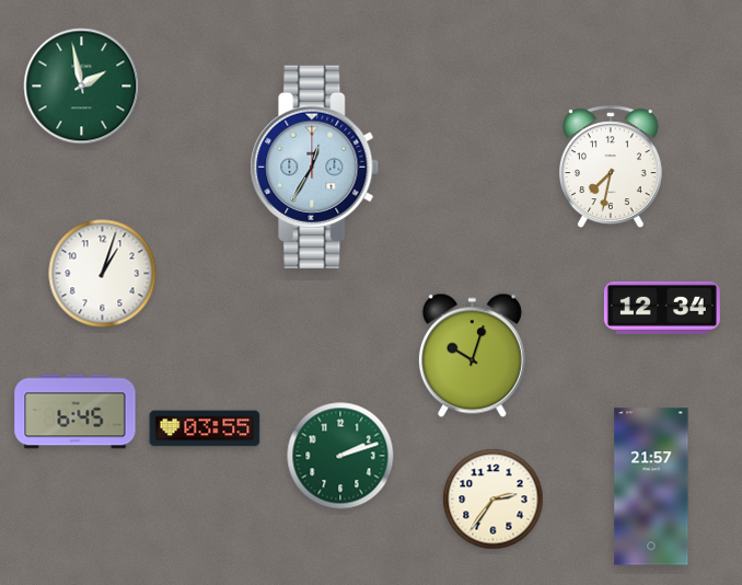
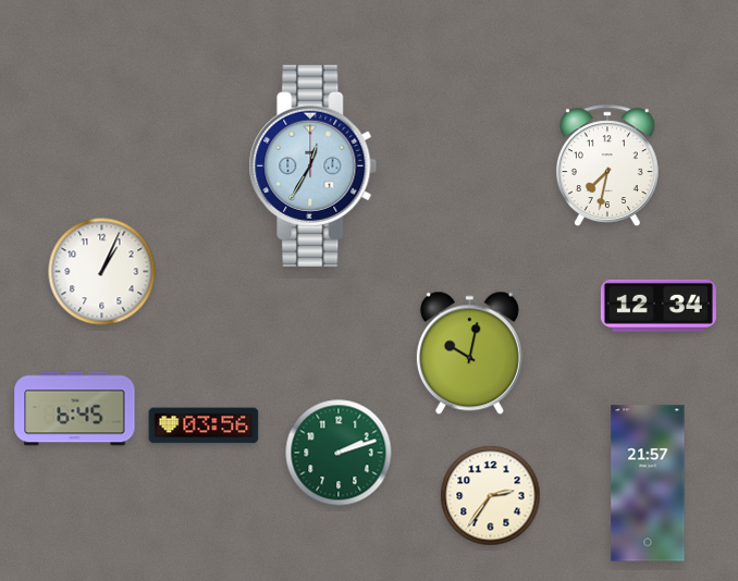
clock at (82, 87): 1:58 -> none
clock at (103, 274): 1:03 -> 1:04
clock at (472, 356): 10:03 -> 10:02
clock at (205, 428): 03:55 -> 03:56
